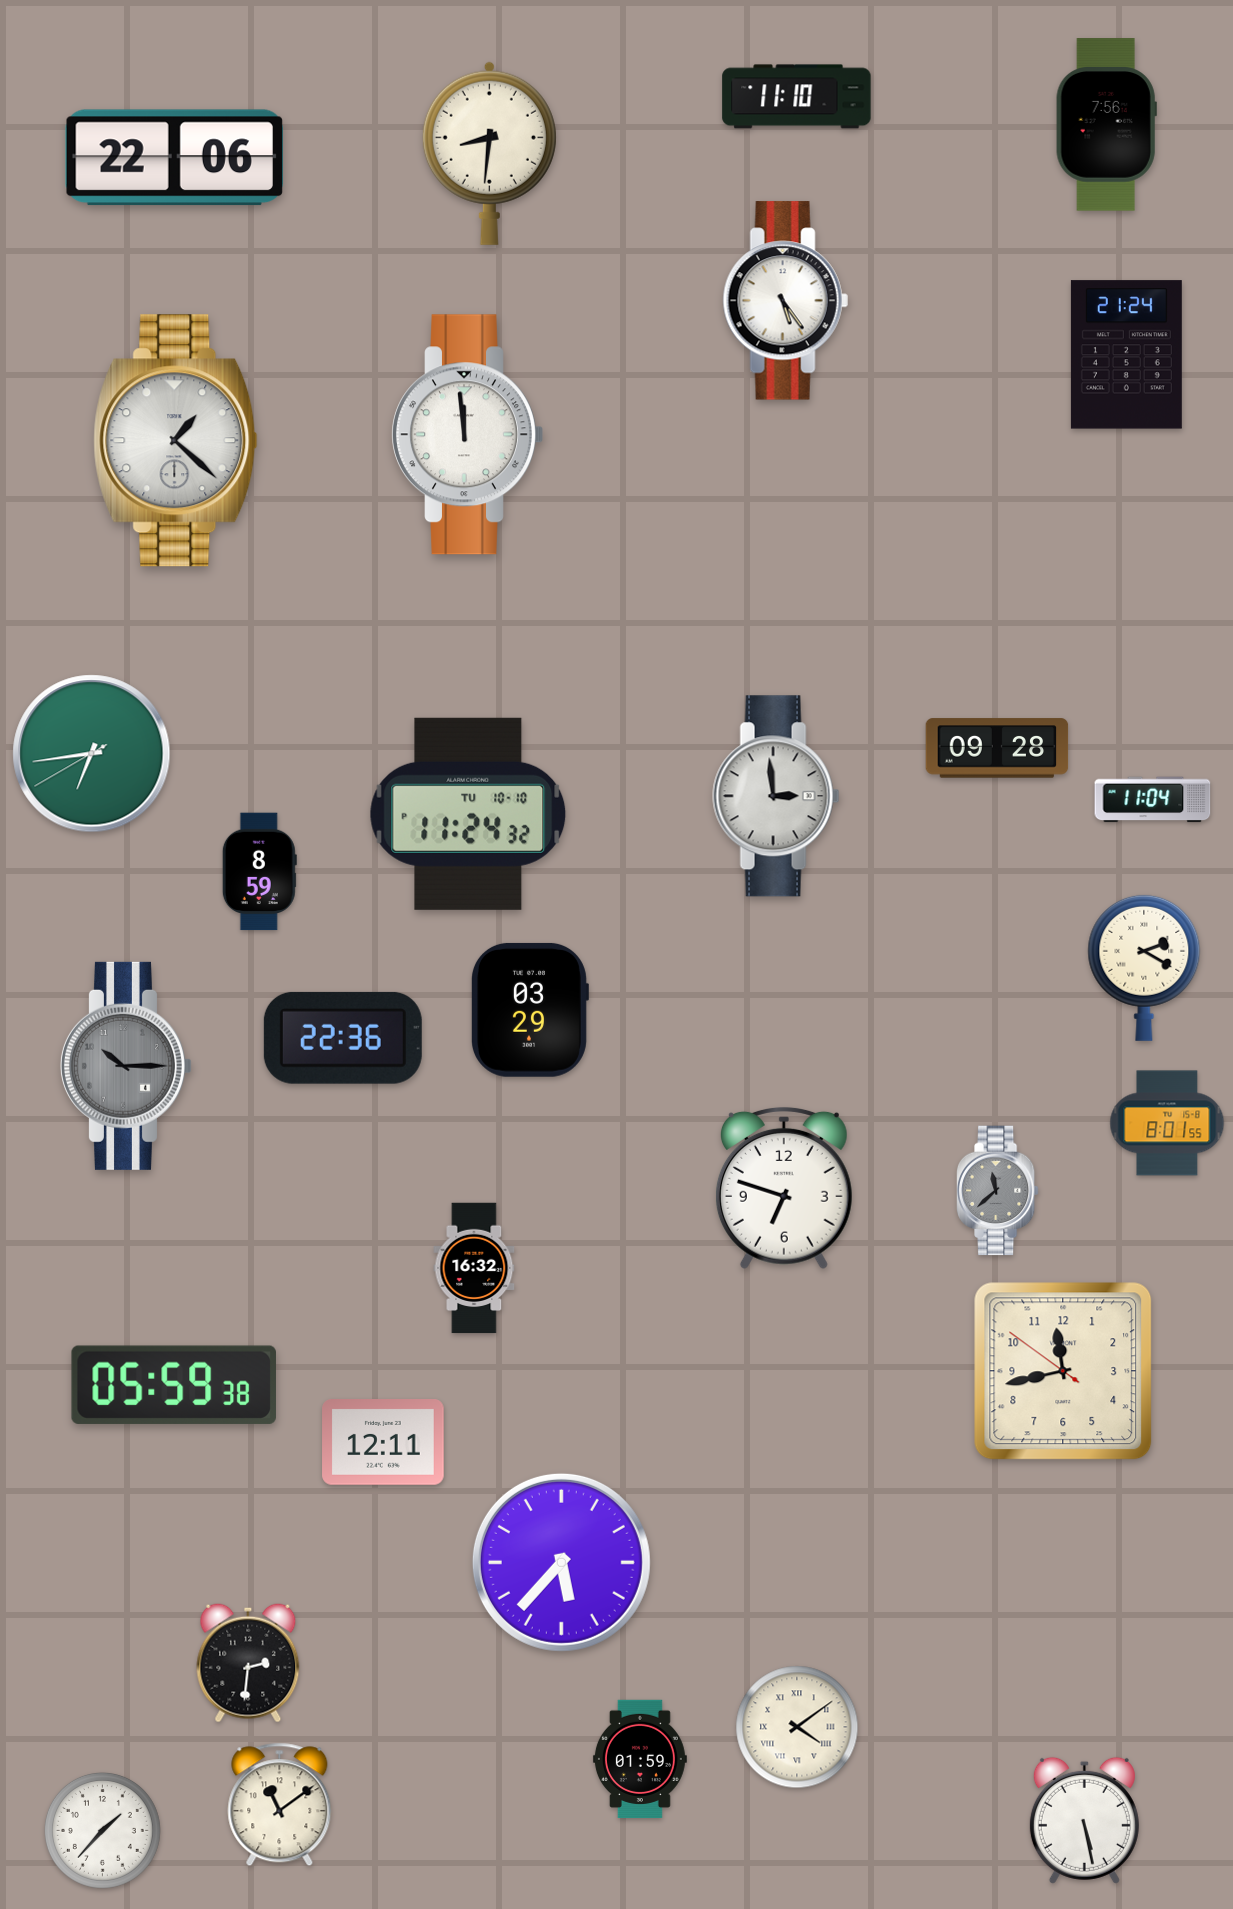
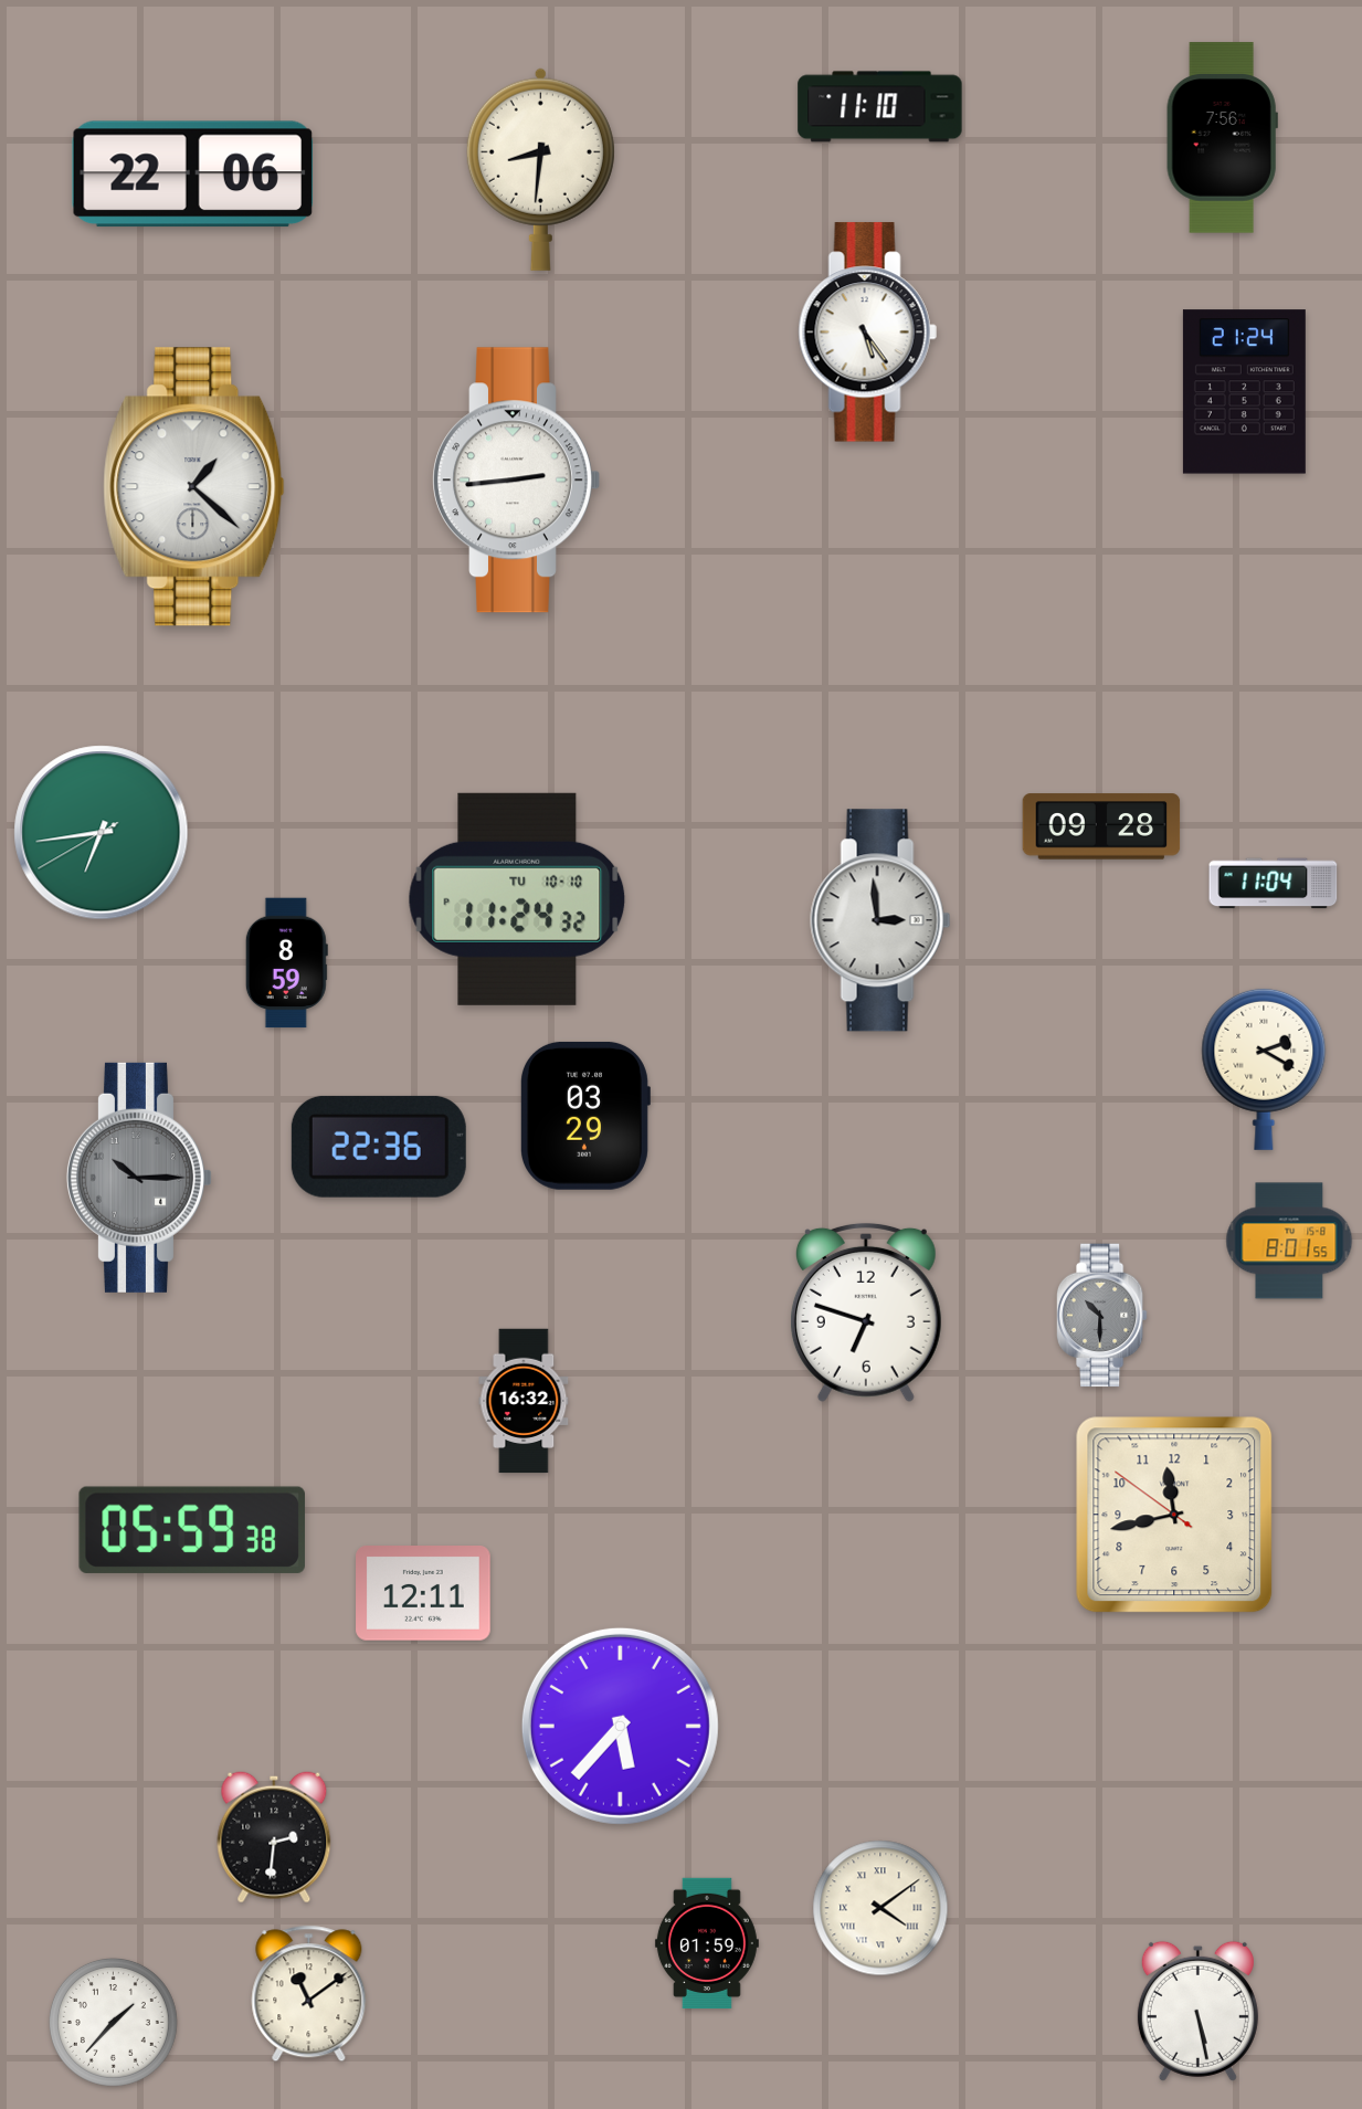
clock at (467, 435): 11:59 -> 2:44
clock at (776, 796) position: (776, 796) -> (880, 920)
clock at (997, 1191): 11:38 -> 10:30
